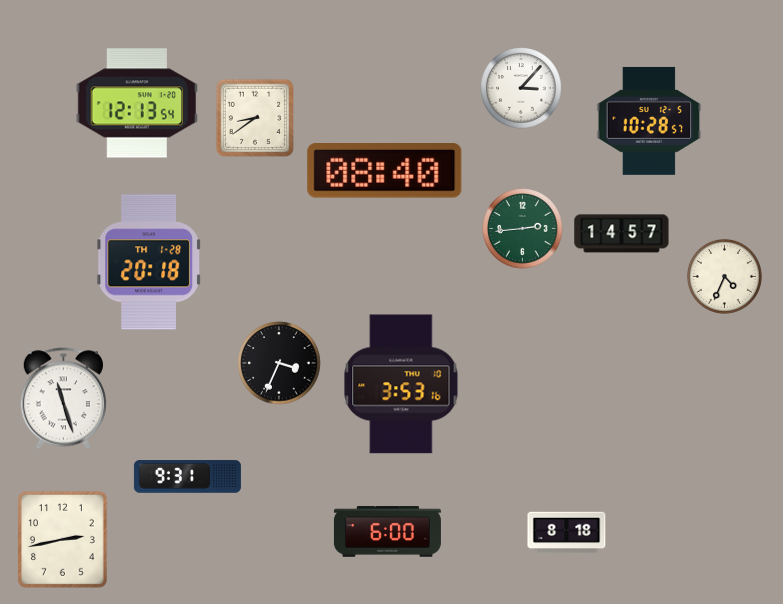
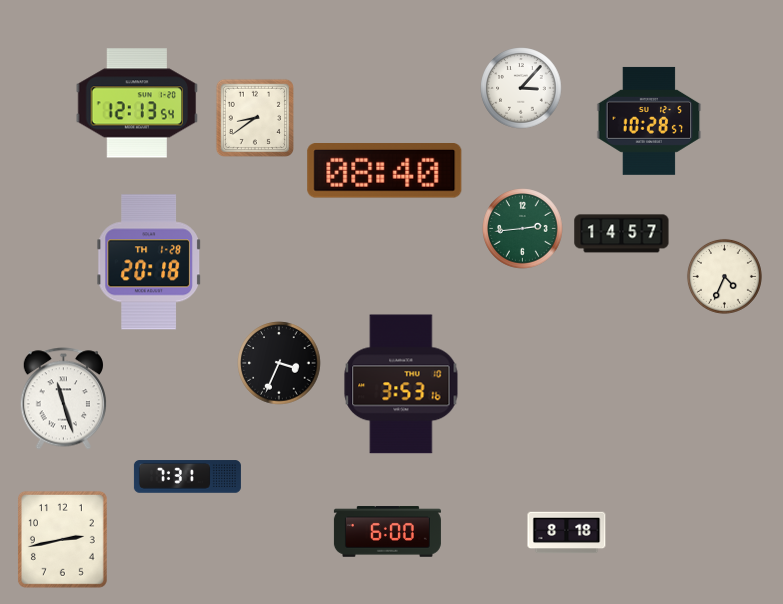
clock at (187, 477): 9:31 -> 7:31
